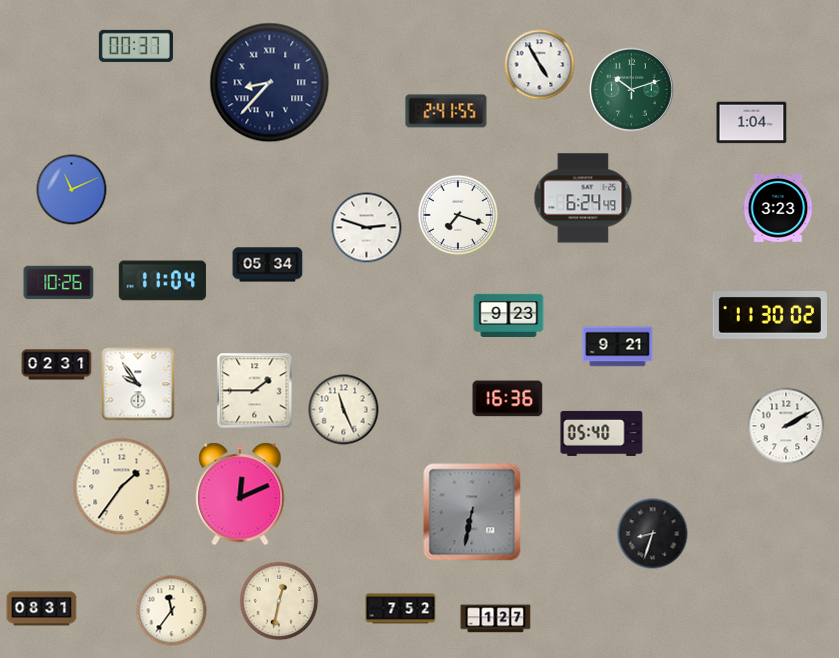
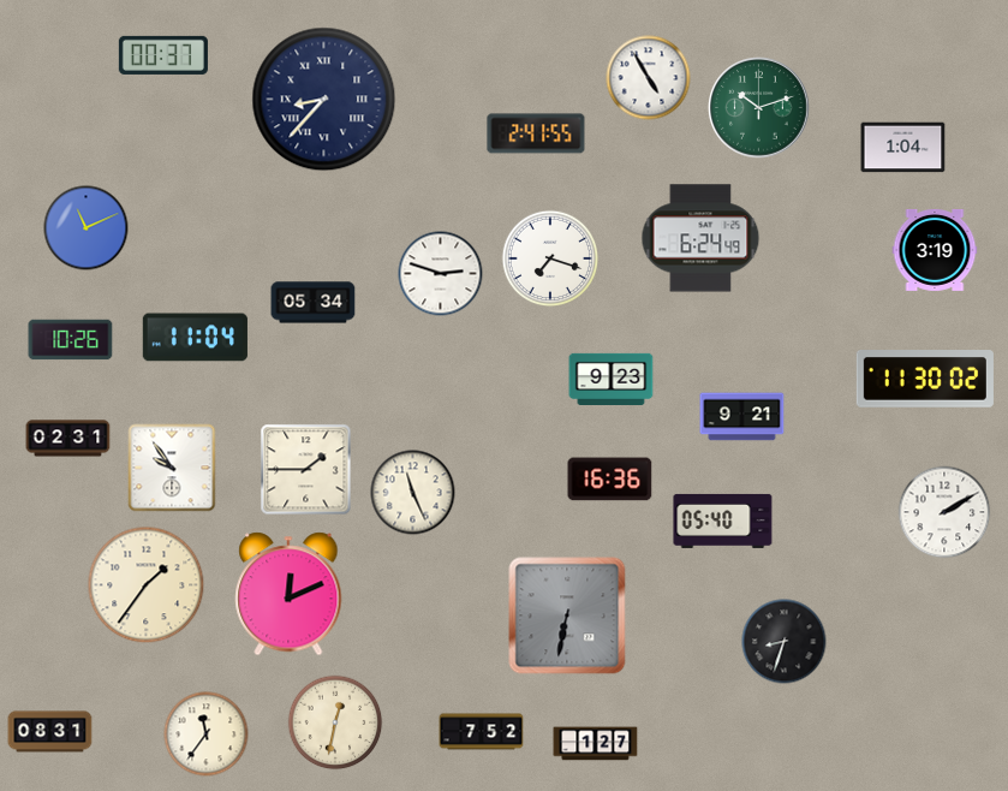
clock at (778, 208): 3:23 -> 3:19
clock at (268, 265) position: (268, 265) -> (314, 303)
clock at (138, 384) position: (138, 384) -> (172, 468)
